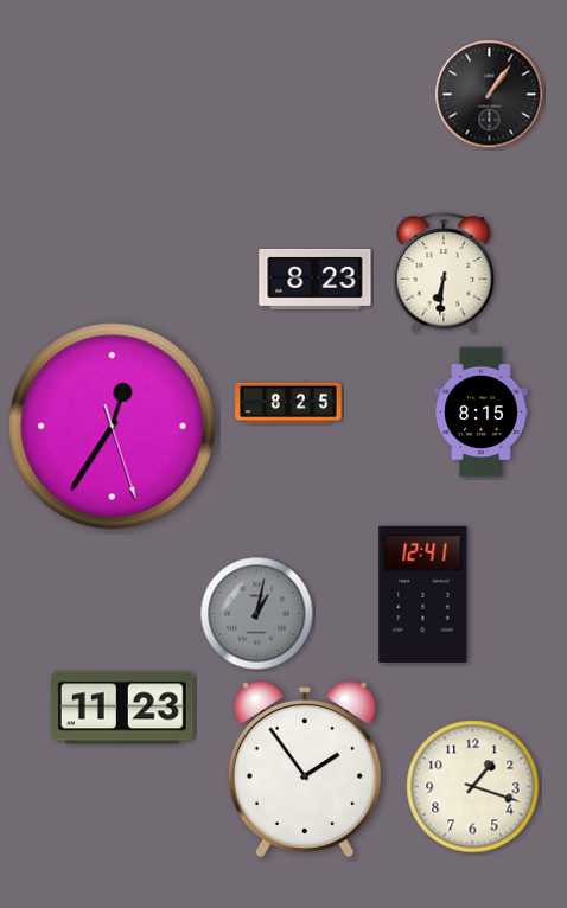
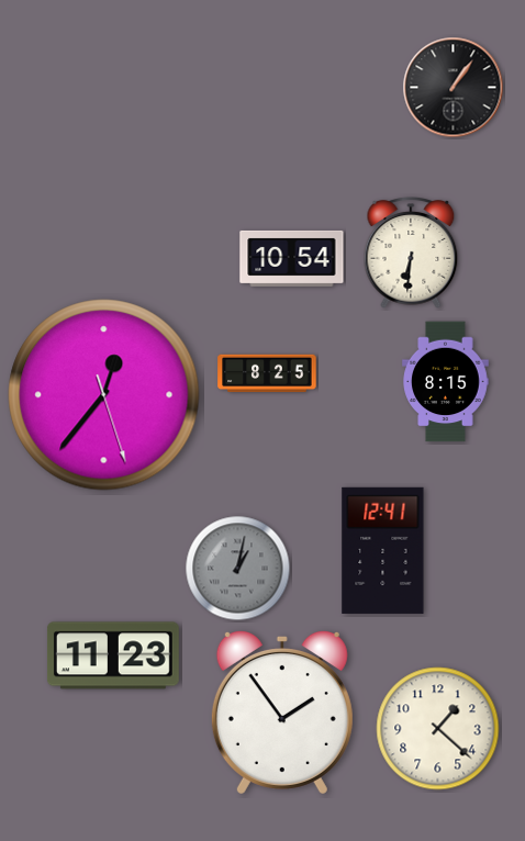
clock at (316, 279): 8:23 -> 10:54
clock at (113, 427): 12:35 -> 12:36
clock at (423, 594) position: (423, 594) -> (383, 550)
clock at (473, 787): 1:18 -> 1:22
